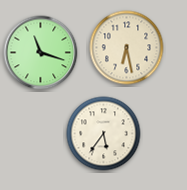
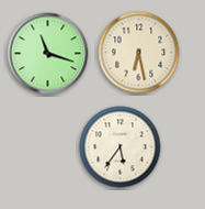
clock at (41, 53) position: (41, 53) -> (48, 54)
clock at (104, 134) position: (104, 134) -> (121, 147)
